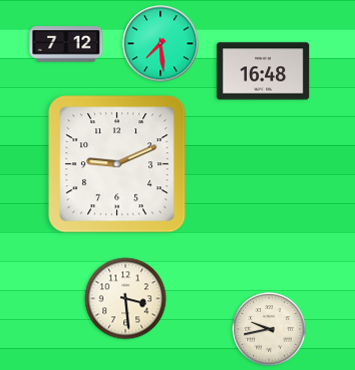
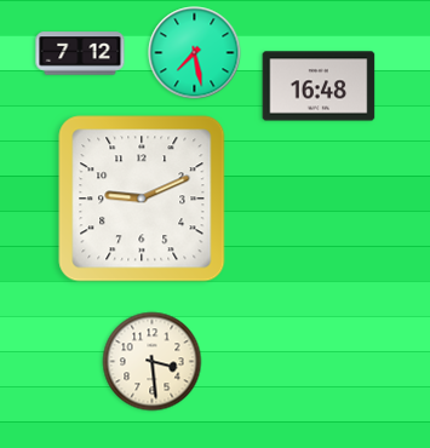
clock at (161, 44): 7:29 -> 7:28
clock at (269, 329): 9:43 -> none
